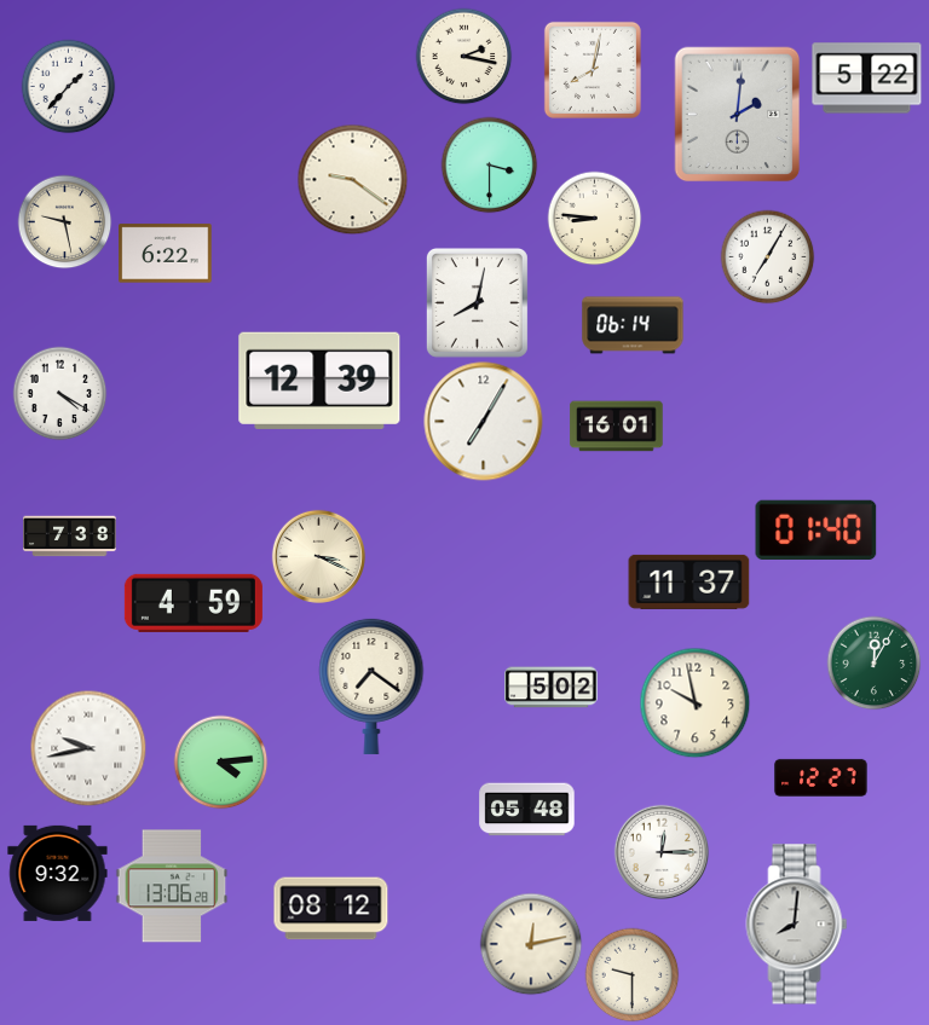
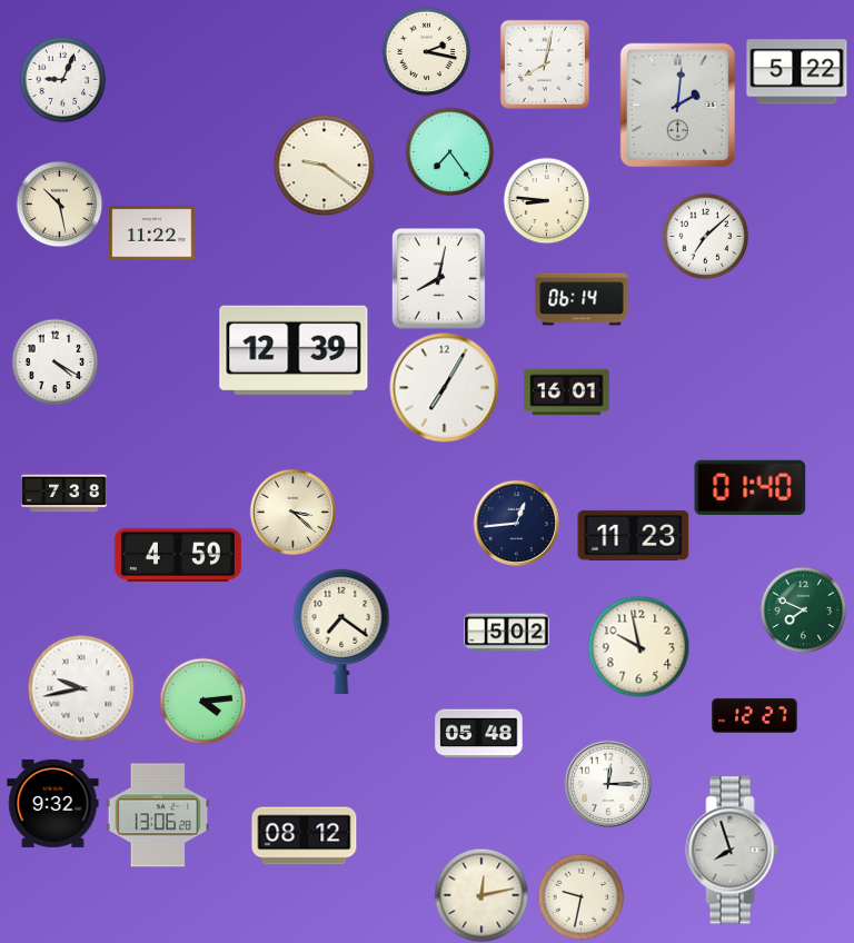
clock at (68, 86): 1:37 -> 9:04
clock at (489, 164): 3:30 -> 7:24
clock at (64, 221): 9:28 -> 10:28
clock at (166, 254): 6:22 -> 11:22
clock at (767, 256): 7:05 -> 7:08
clock at (318, 556): 3:19 -> 3:22
clock at (516, 523): none -> 12:44
clock at (689, 581): 11:37 -> 11:23
clock at (873, 662): 12:05 -> 7:49
clock at (527, 810) position: (527, 810) -> (479, 734)
clock at (797, 925): 8:01 -> 7:57
clock at (531, 944) position: (531, 944) -> (481, 895)
clock at (631, 974): 9:30 -> 9:32
